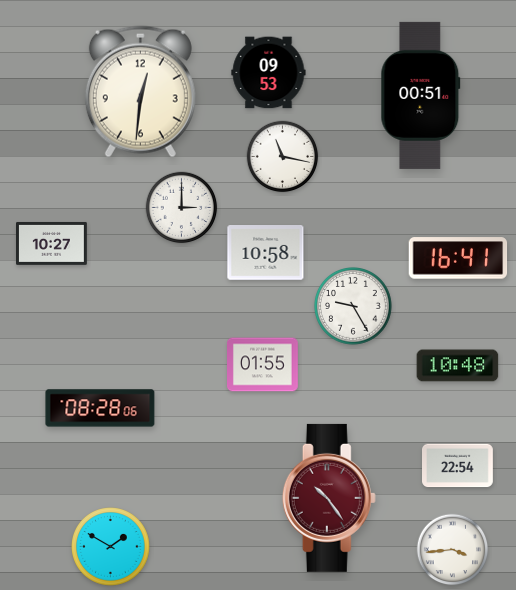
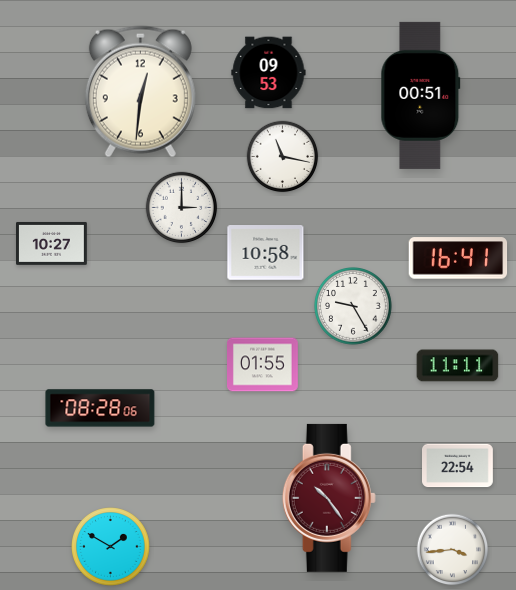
clock at (458, 366): 10:48 -> 11:11
